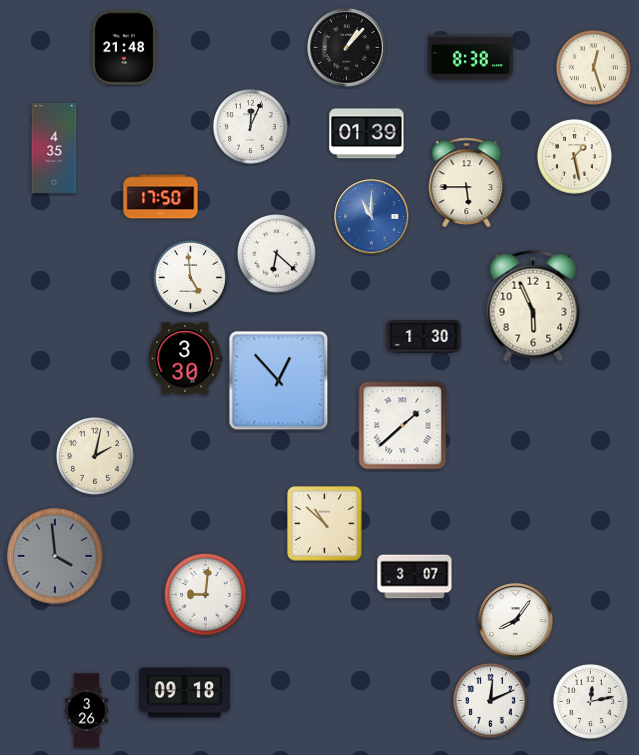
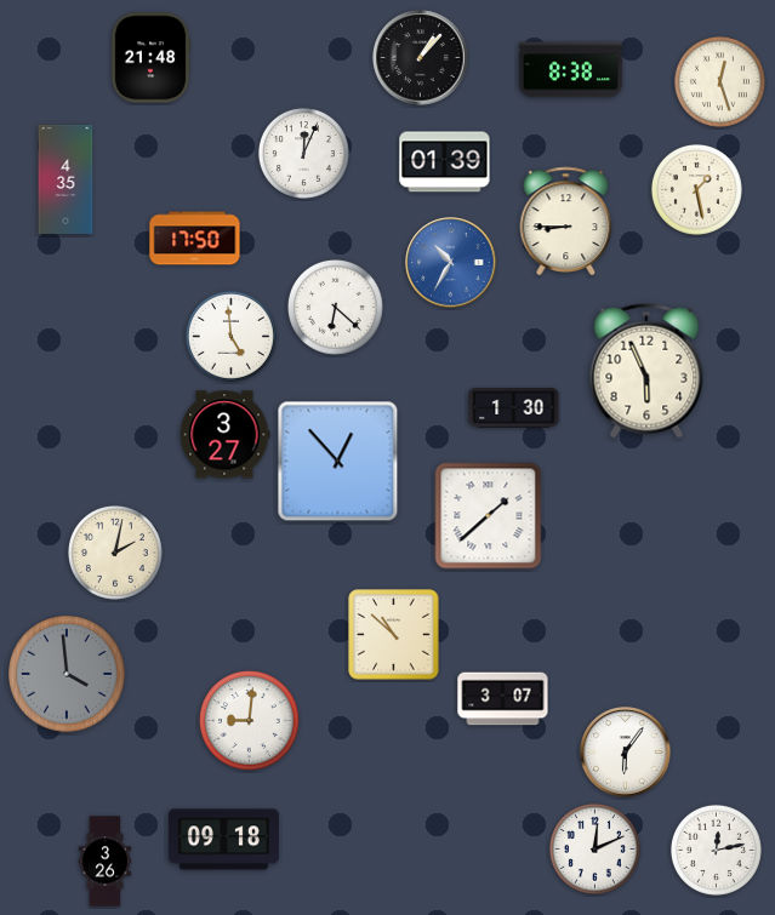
clock at (467, 182): 5:45 -> 8:45
clock at (372, 217): 11:00 -> 10:35
clock at (185, 359): 3:30 -> 3:27
clock at (516, 621): 8:06 -> 6:06
